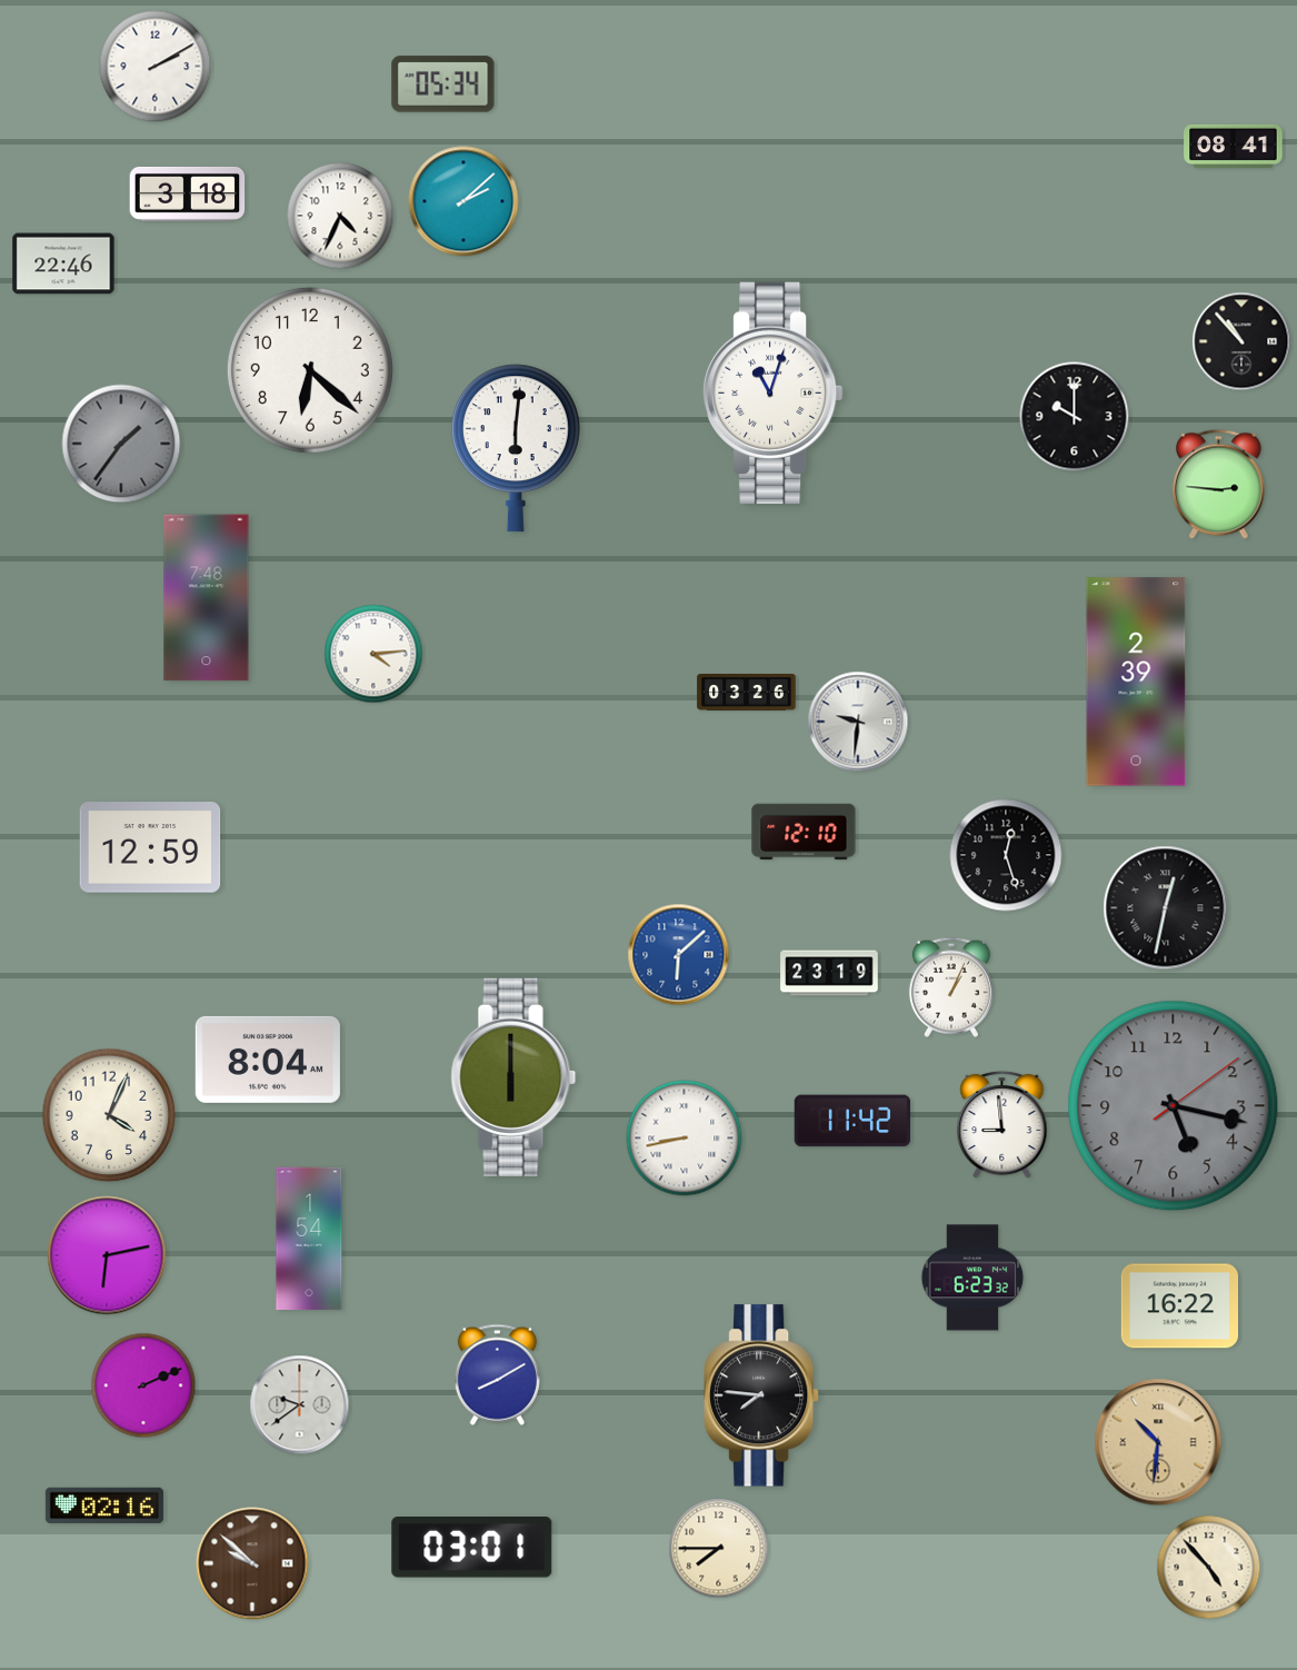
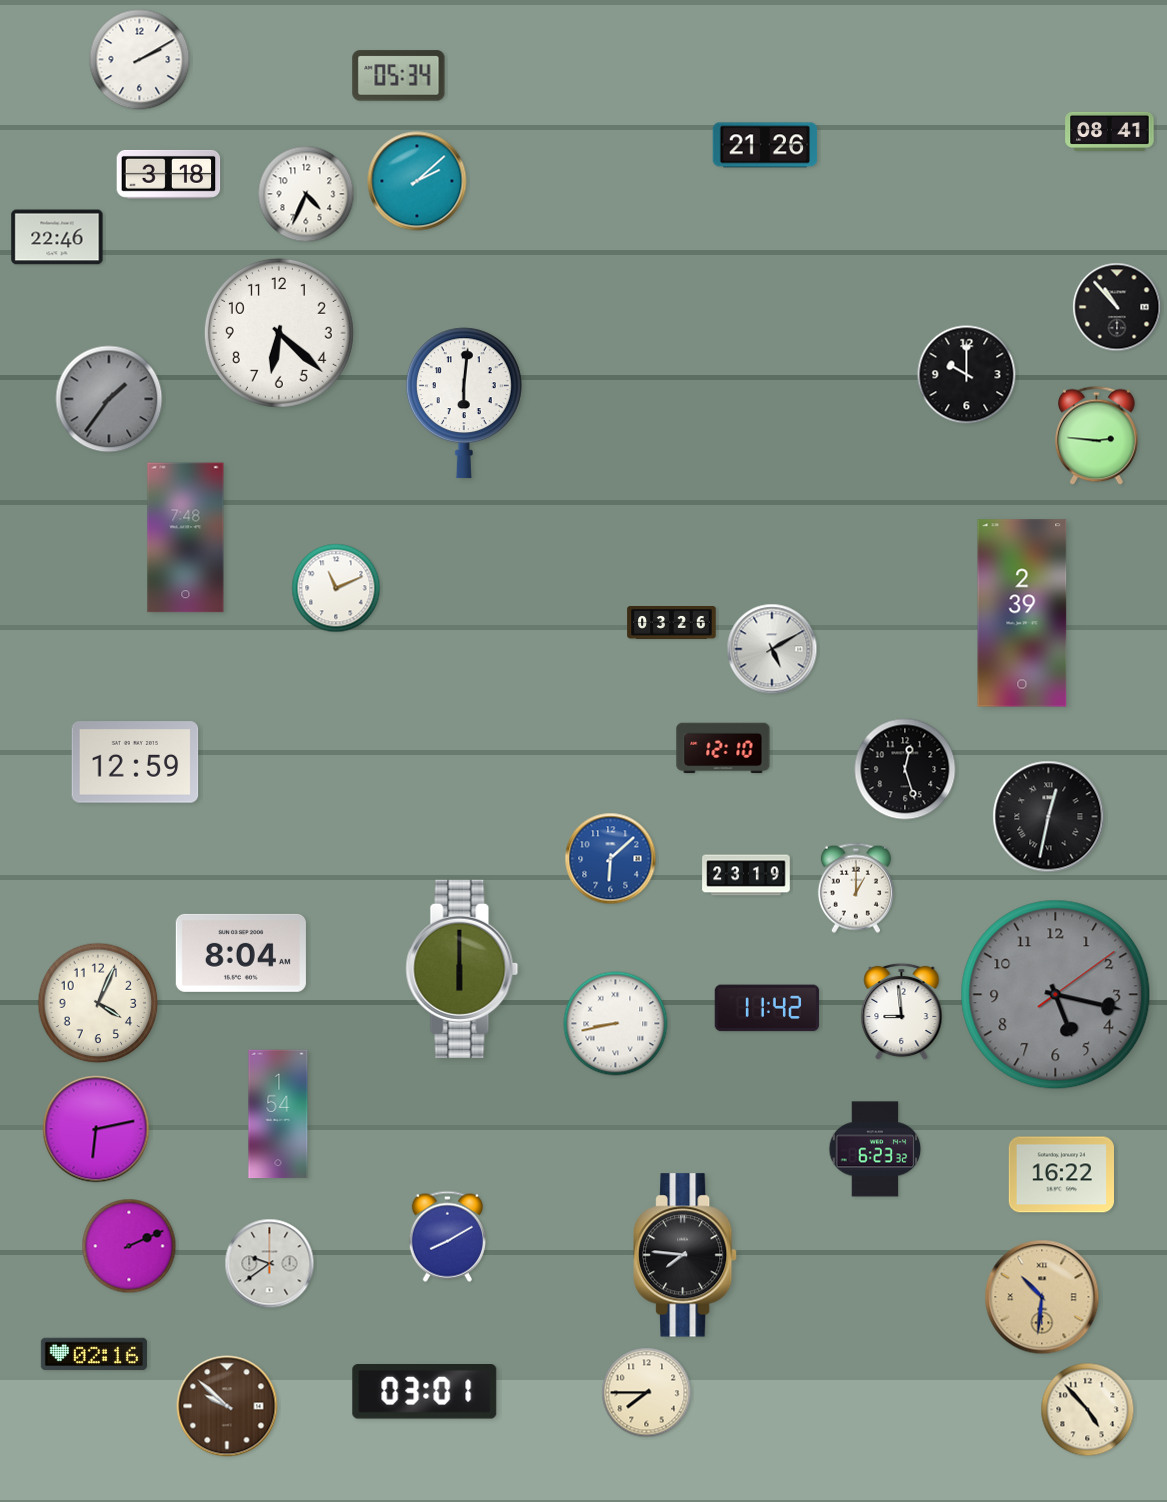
clock at (765, 145): none -> 21:26
clock at (772, 392): 11:03 -> none
clock at (373, 654): 4:14 -> 11:11
clock at (858, 722): 9:31 -> 5:10
clock at (951, 987): 1:04 -> 1:00
